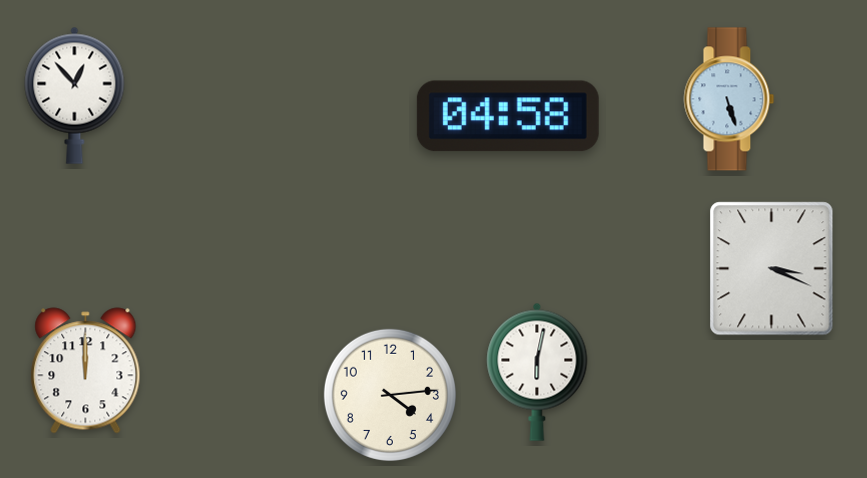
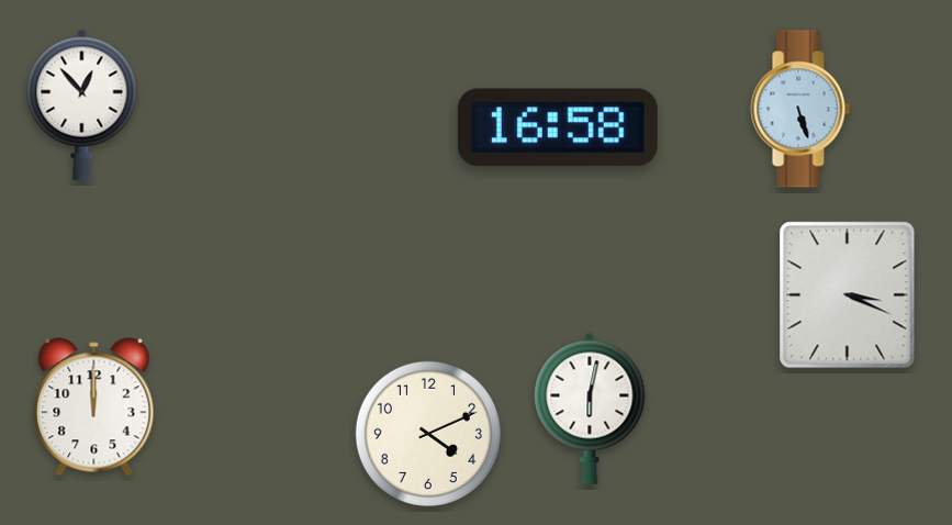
clock at (508, 116): 04:58 -> 16:58
clock at (390, 395): 4:14 -> 4:11
